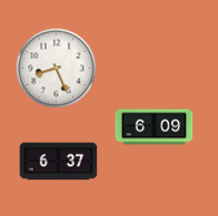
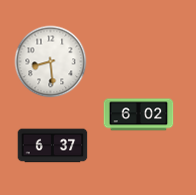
clock at (57, 69): 8:26 -> 8:29
clock at (155, 127): 6:09 -> 6:02
